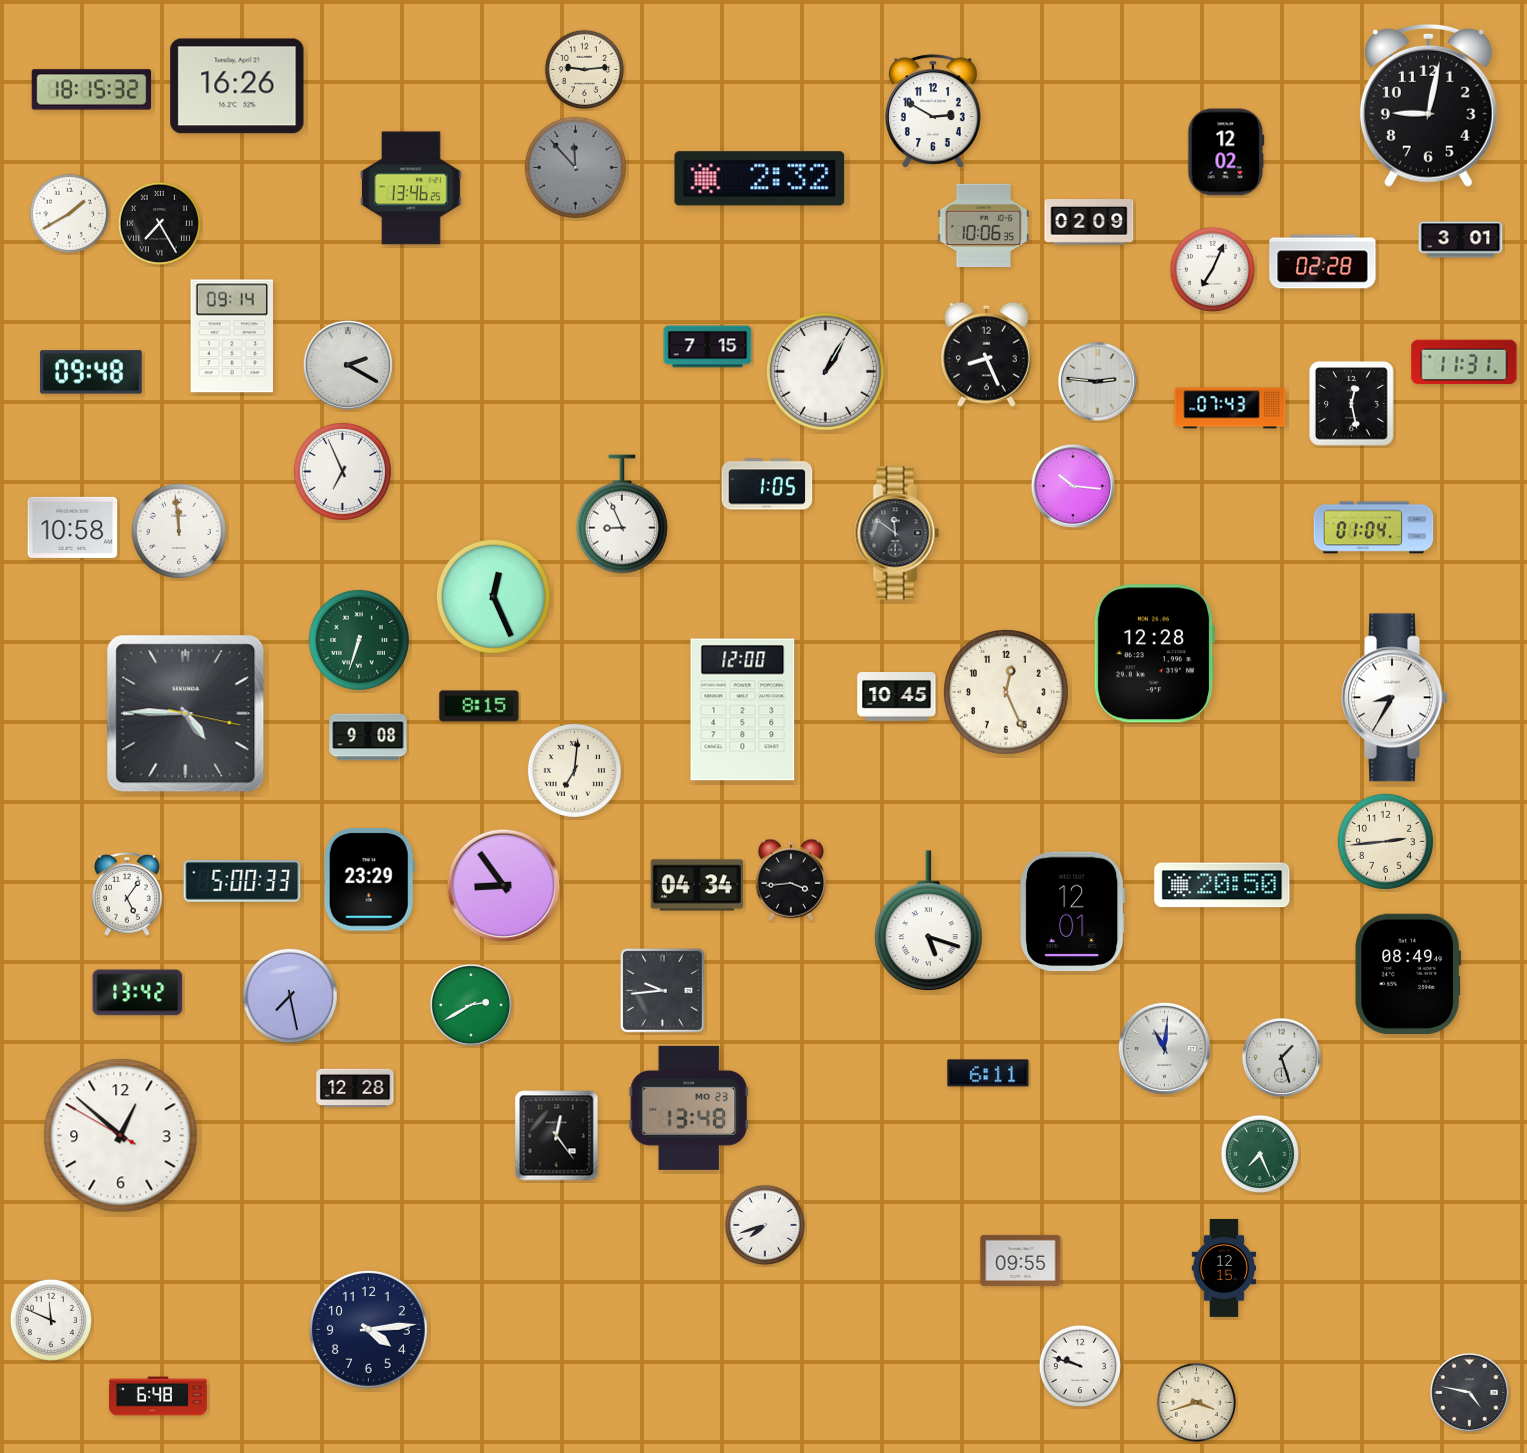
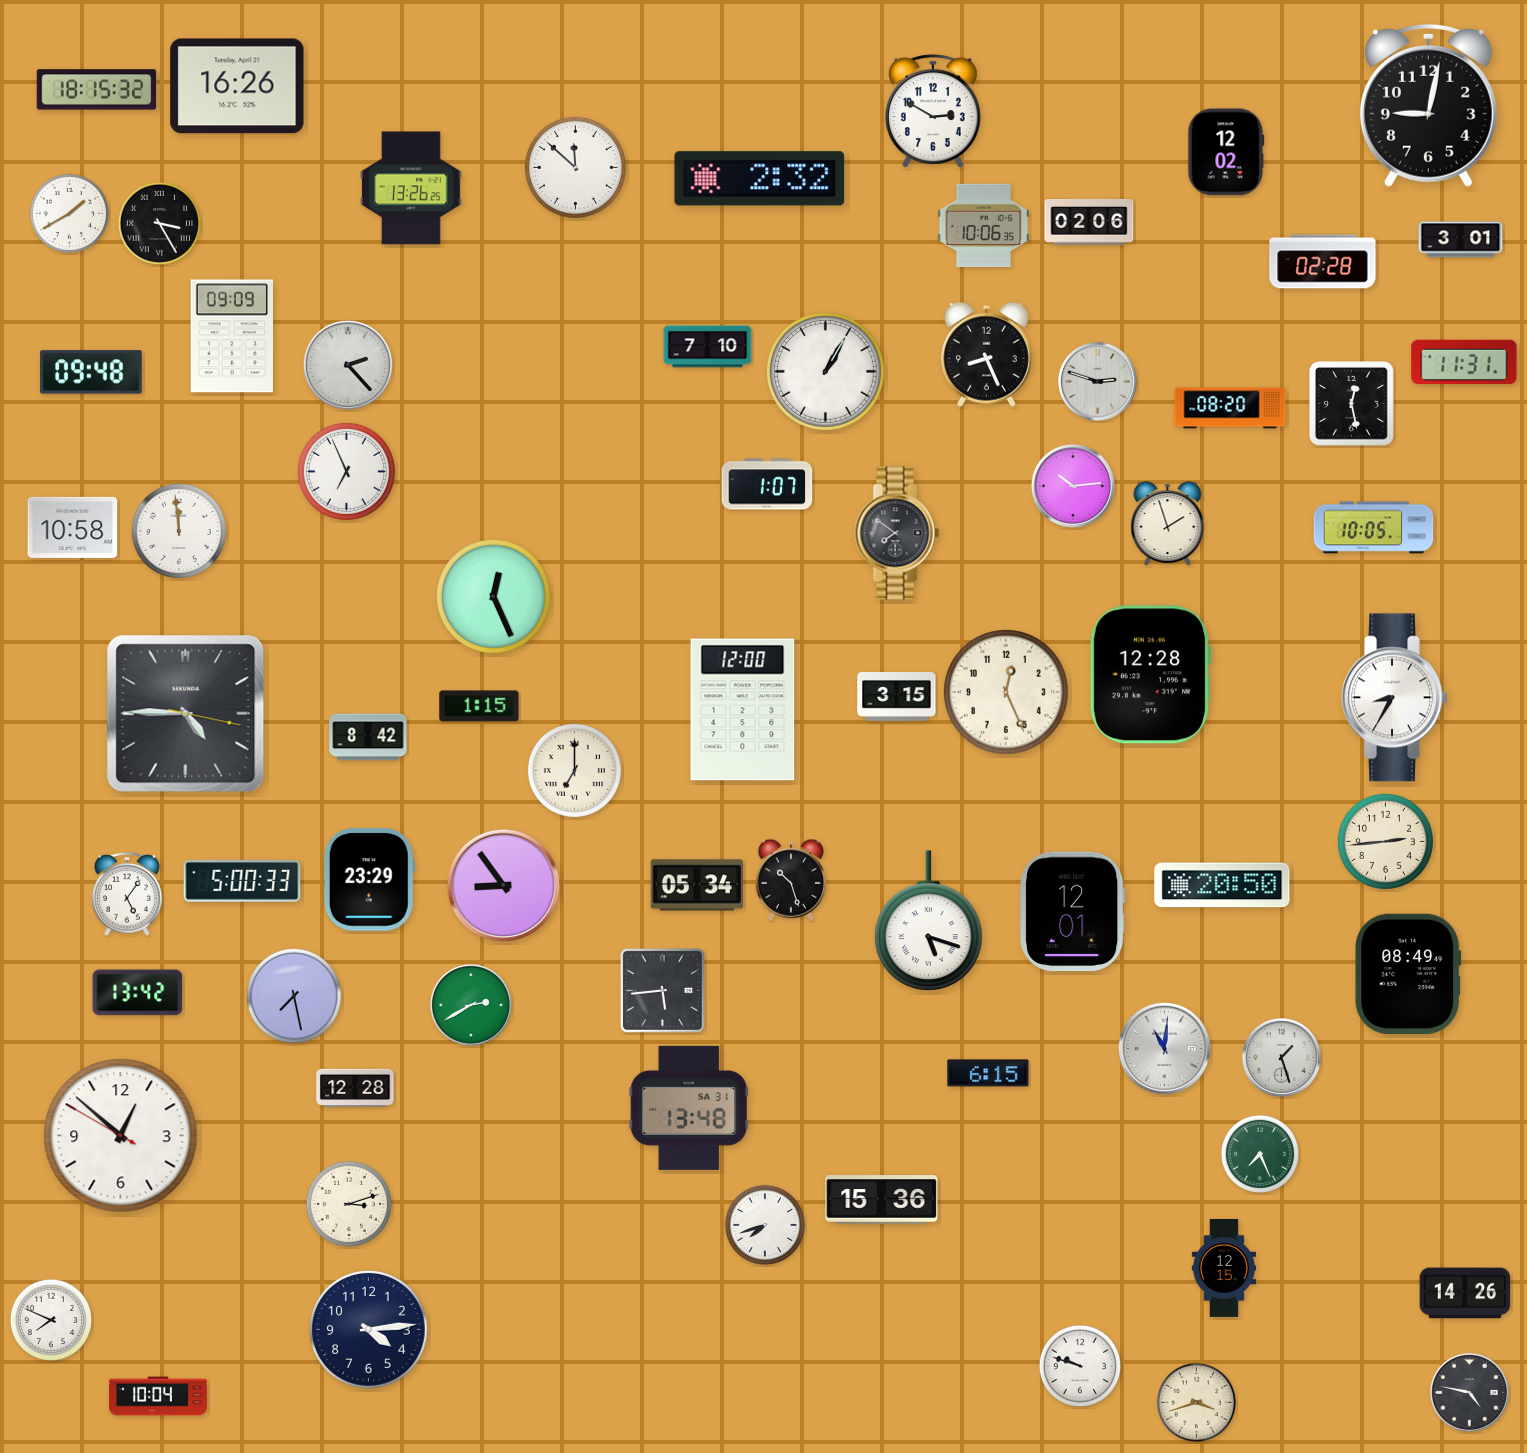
clock at (584, 69): 9:14 -> none
clock at (92, 90) position: (92, 90) -> (97, 90)
clock at (575, 167): 11:53 -> 11:52
clock at (575, 167) dial: grey -> white
clock at (412, 188): 13:46 -> 13:26
clock at (159, 223): 7:25 -> 3:25
clock at (1089, 223): 02:09 -> 02:06
clock at (1212, 269): 7:04 -> none
clock at (231, 336): 09:14 -> 09:09
clock at (708, 347): 7:15 -> 7:10
clock at (348, 365): 2:20 -> 2:23
clock at (1097, 381): 2:46 -> 2:48
clock at (1230, 408): 07:43 -> 08:20
clock at (342, 471) position: (342, 471) -> (346, 471)
clock at (767, 484): 1:05 -> 1:07
clock at (1073, 486): 10:16 -> 10:14
clock at (622, 514): 8:56 -> none
clock at (1168, 524): none -> 1:57
clock at (1374, 528): 01:04 -> 10:05
clock at (897, 533): 11:51 -> 7:51
clock at (359, 640): 6:33 -> none
clock at (1153, 654) position: (1153, 654) -> (1149, 675)
clock at (897, 697): 10:45 -> 3:15
clock at (479, 706): 8:15 -> 1:15
clock at (368, 737): 9:08 -> 8:42
clock at (574, 770): 7:01 -> 7:00
clock at (791, 880): 3:44 -> 10:27
clock at (697, 885): 04:34 -> 05:34
clock at (662, 990): 9:44 -> 5:44
clock at (290, 996) position: (290, 996) -> (294, 996)
clock at (988, 1073): 6:11 -> 6:15
clock at (689, 1108) date: MO 23 -> SA 31
clock at (557, 1136): 12:24 -> none
clock at (882, 1200): none -> 15:36
clock at (349, 1204): none -> 3:12
clock at (1021, 1260): 09:55 -> none
clock at (1465, 1293): none -> 14:26
clock at (50, 1319): 11:49 -> 7:49
clock at (158, 1396): 6:48 -> 10:04
